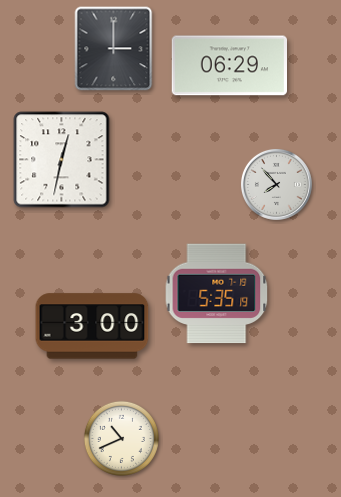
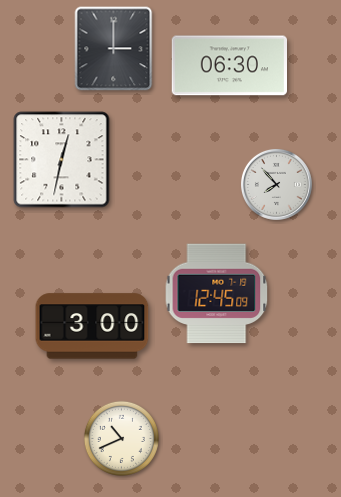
clock at (229, 66): 06:29 -> 06:30
clock at (217, 294): 5:35 -> 12:45
